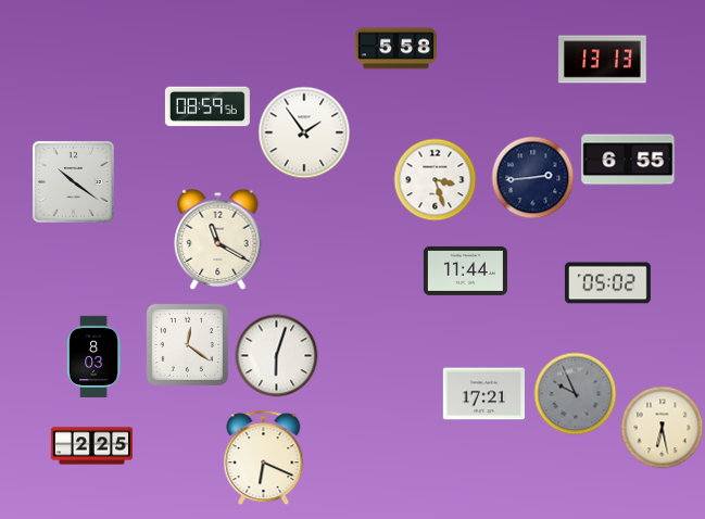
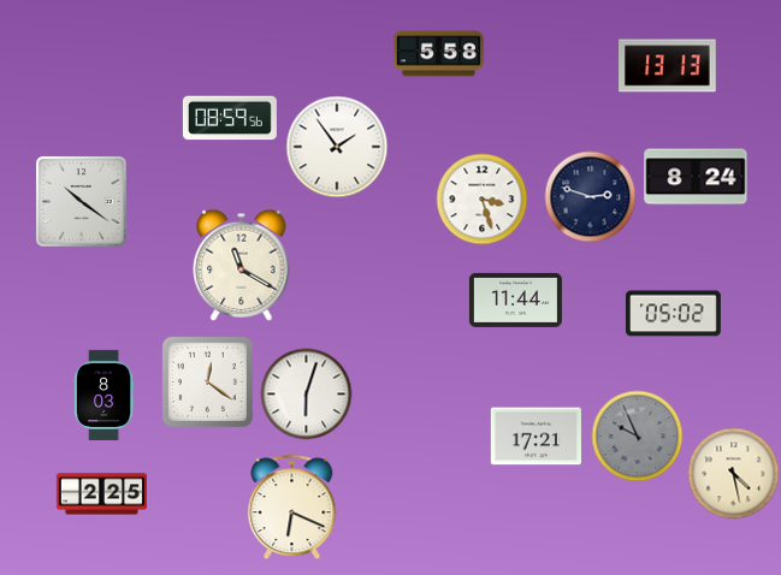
clock at (628, 160): 6:55 -> 8:24
clock at (533, 178): 2:44 -> 2:48
clock at (663, 428): 6:28 -> 4:28
